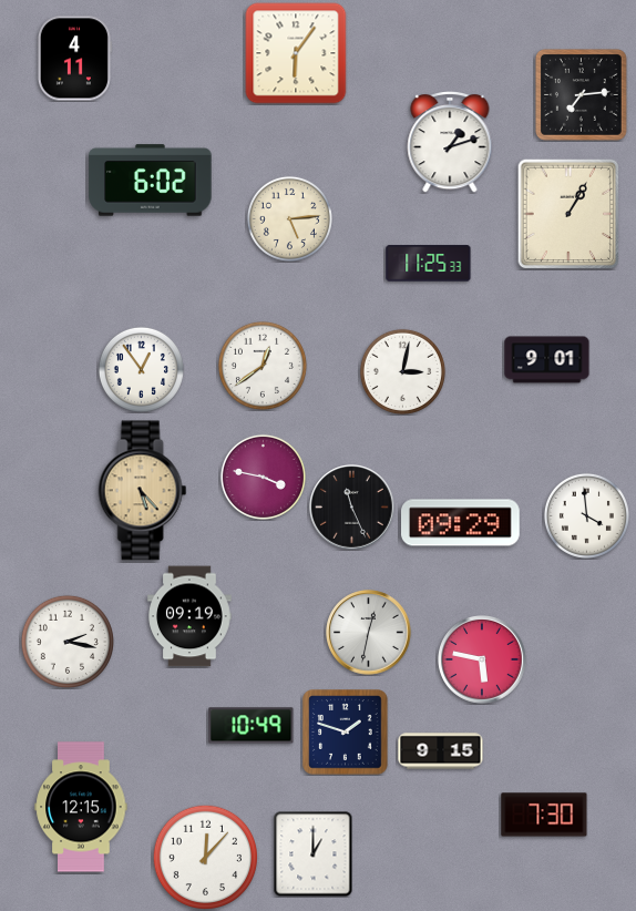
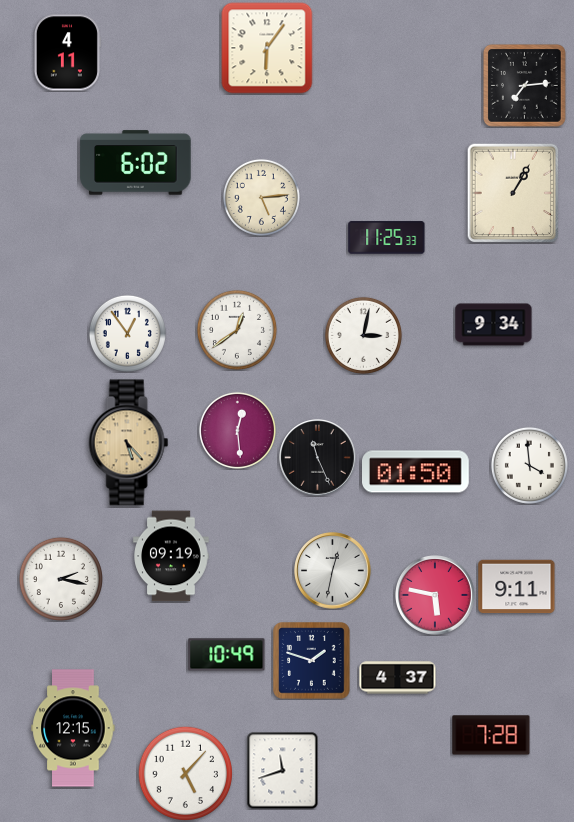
clock at (450, 143): 1:12 -> none
clock at (547, 360): 9:01 -> 9:34
clock at (263, 477): 3:47 -> 12:29
clock at (461, 523): 09:29 -> 01:50
clock at (517, 587): none -> 9:11
clock at (441, 751): 9:15 -> 4:37
clock at (544, 815): 7:30 -> 7:28
clock at (314, 853): 1:00 -> 11:42
clock at (205, 857): 12:07 -> 5:07
